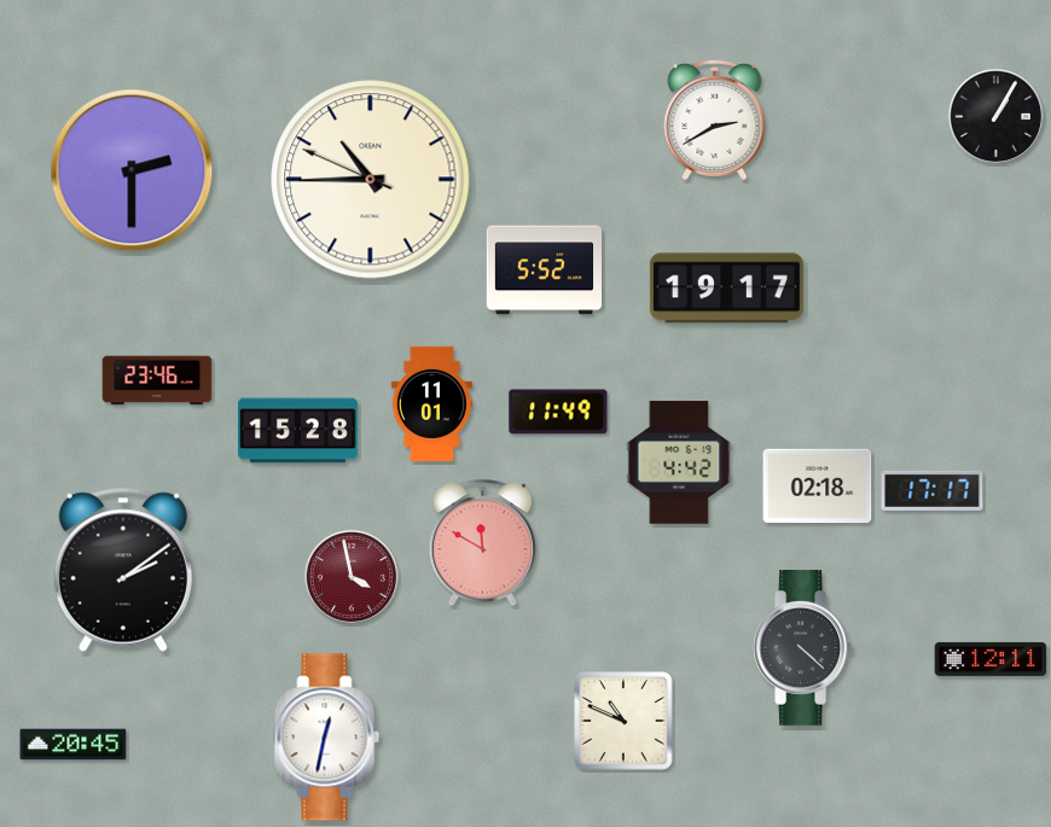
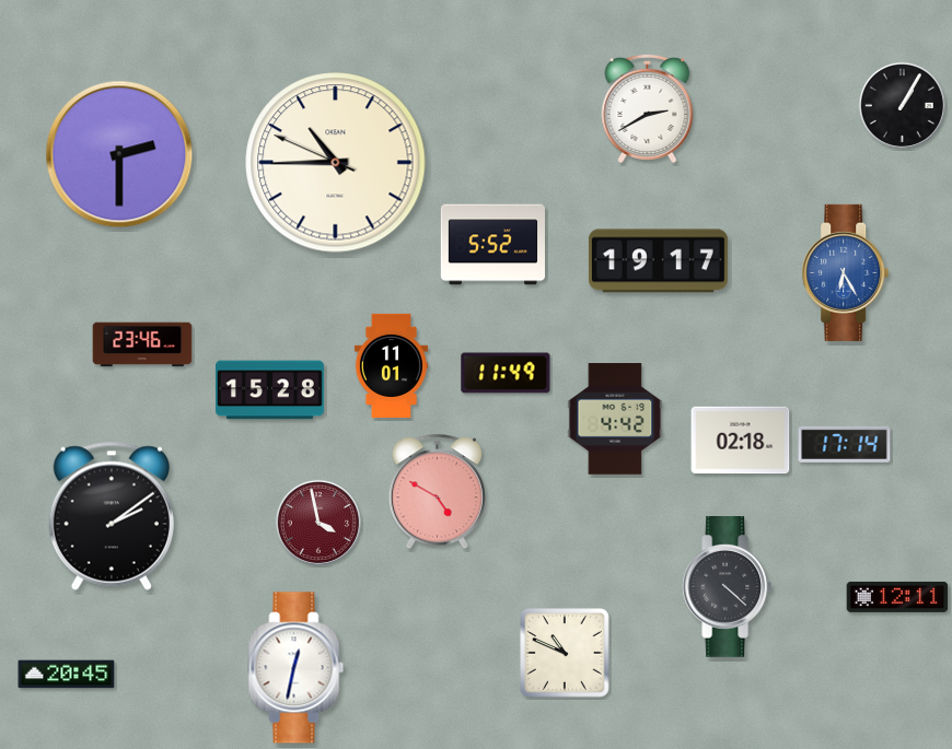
clock at (846, 272): none -> 6:25
clock at (933, 490): 17:17 -> 17:14
clock at (482, 543): 11:50 -> 4:50
